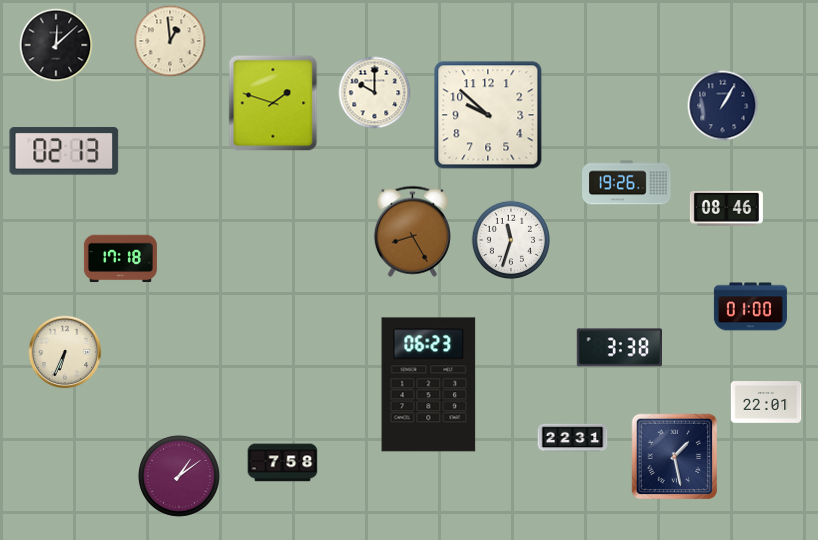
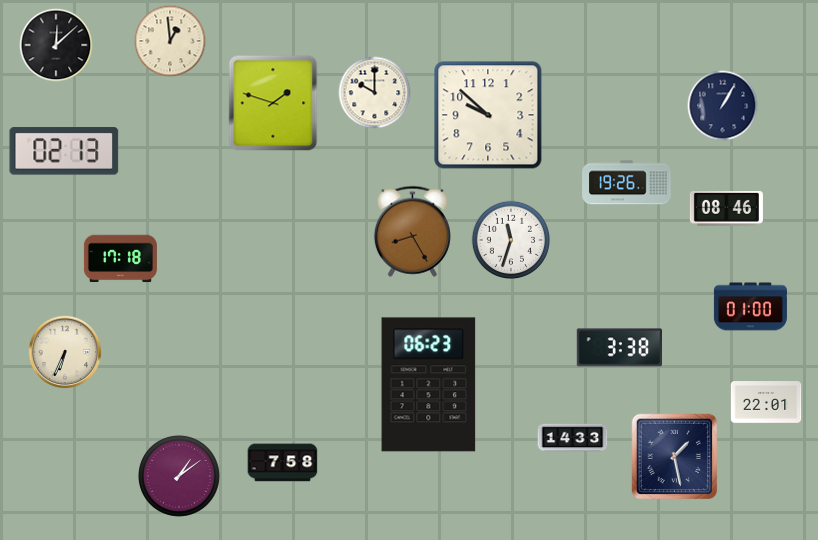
clock at (573, 438): 22:31 -> 14:33
